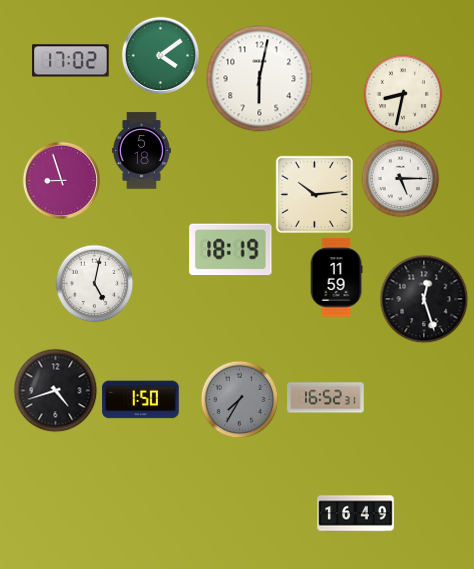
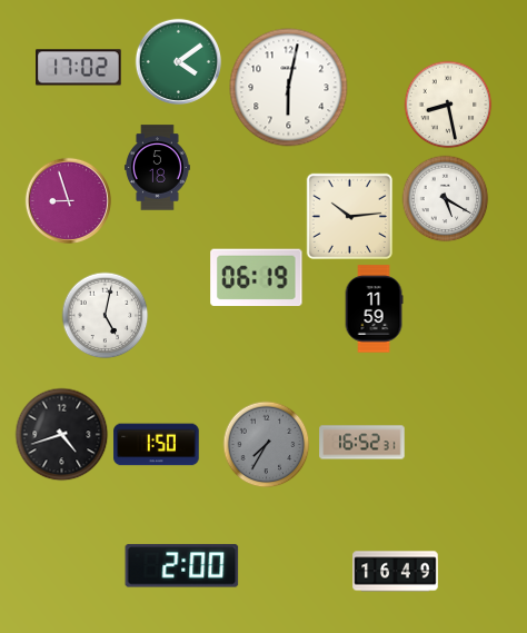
clock at (403, 94): 8:32 -> 8:28
clock at (400, 178): 5:15 -> 5:20
clock at (231, 250): 18:19 -> 06:19
clock at (424, 299): 12:27 -> none
clock at (182, 566): none -> 2:00
